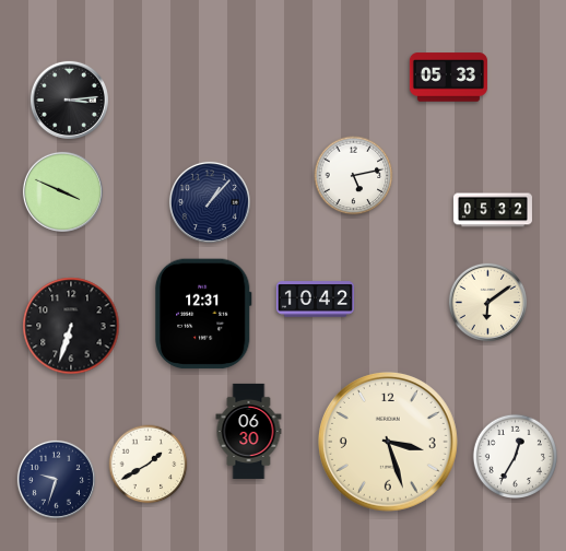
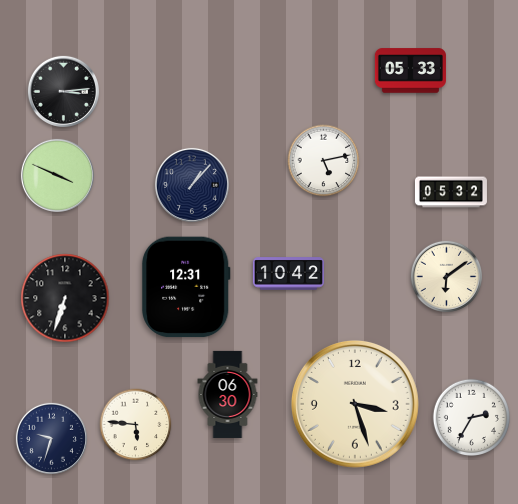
clock at (515, 456): 12:35 -> 2:35
clock at (149, 465): 1:40 -> 5:46
